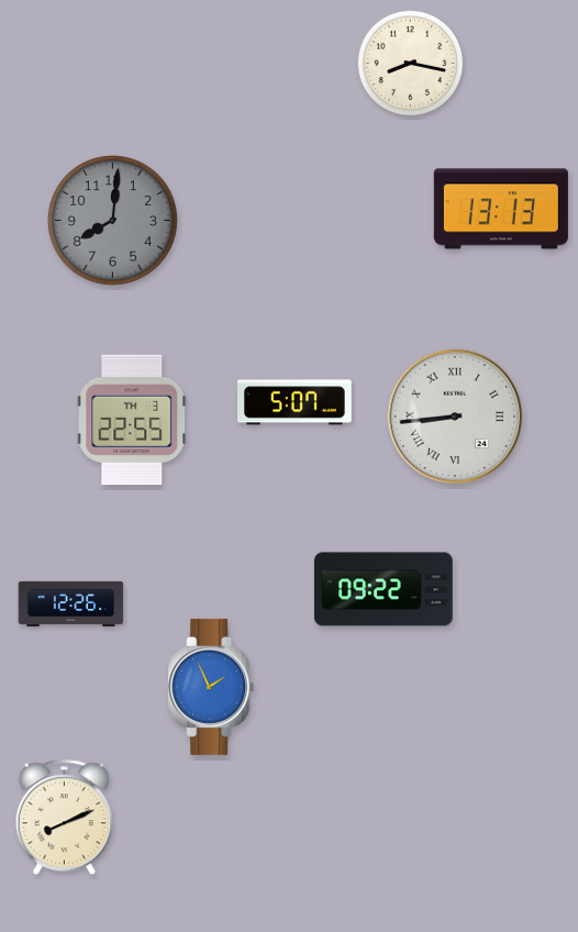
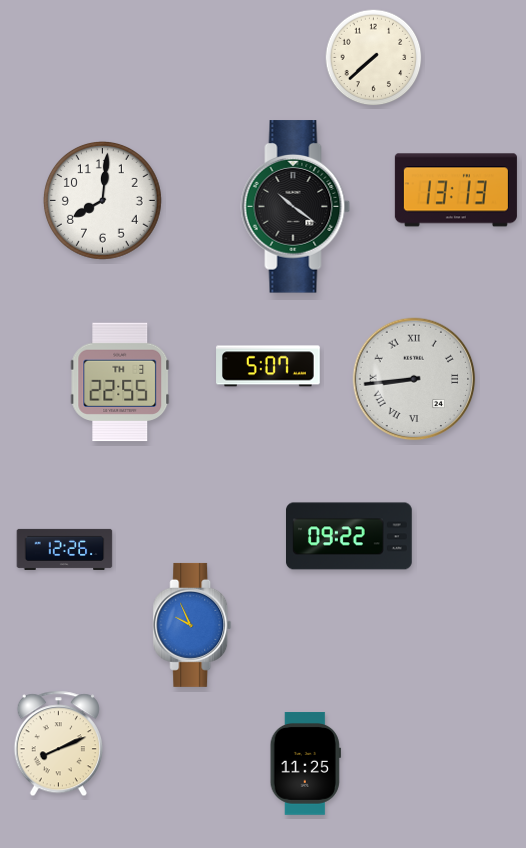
clock at (411, 64): 8:17 -> 7:38
clock at (112, 220) dial: grey -> white
clock at (296, 207): none -> 10:21
clock at (211, 687): 1:56 -> 9:56
clock at (305, 764): none -> 11:25
